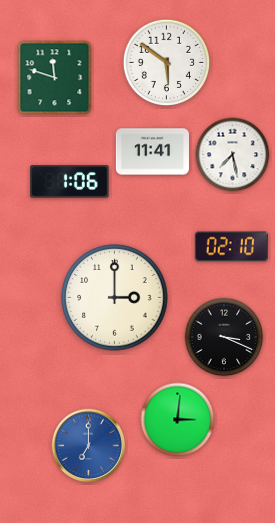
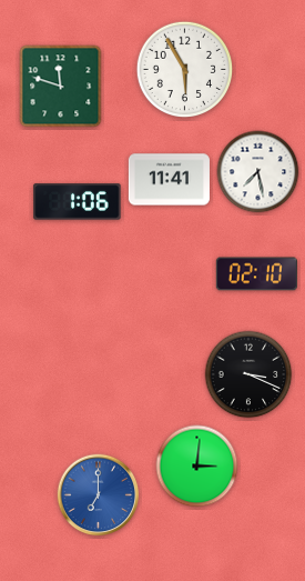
clock at (167, 63): 5:51 -> 5:55
clock at (152, 152) position: (152, 152) -> (169, 180)
clock at (115, 298): 3:00 -> none
